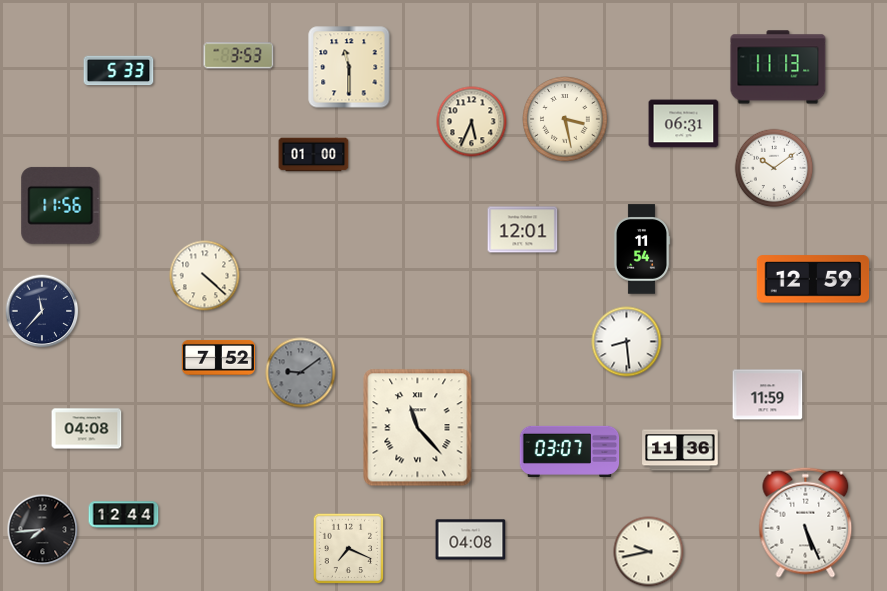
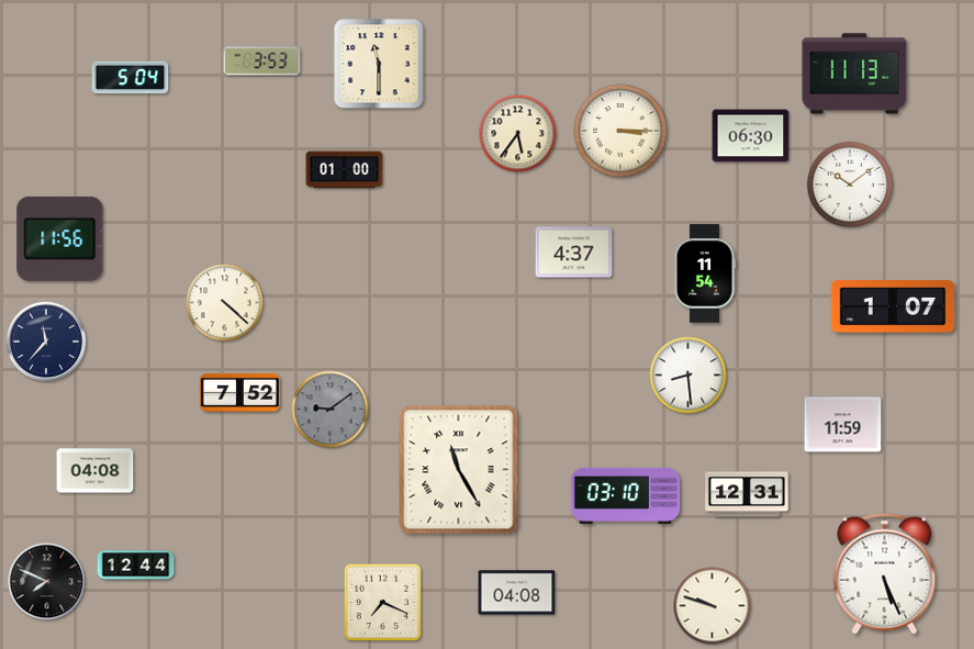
clock at (349, 67) position: (349, 67) -> (379, 64)
clock at (119, 71): 5:33 -> 5:04
clock at (565, 119): 3:28 -> 3:15
clock at (472, 122): 5:34 -> 5:36
clock at (684, 124): 06:31 -> 06:30
clock at (61, 205) position: (61, 205) -> (60, 238)
clock at (523, 230): 12:01 -> 4:37
clock at (813, 279): 12:59 -> 1:07
clock at (768, 395) position: (768, 395) -> (843, 425)
clock at (418, 428): 11:23 -> 11:25
clock at (680, 450): 11:36 -> 12:31
clock at (570, 451): 03:07 -> 03:10
clock at (43, 530): 7:44 -> 7:49
clock at (649, 552): 9:43 -> 9:48
